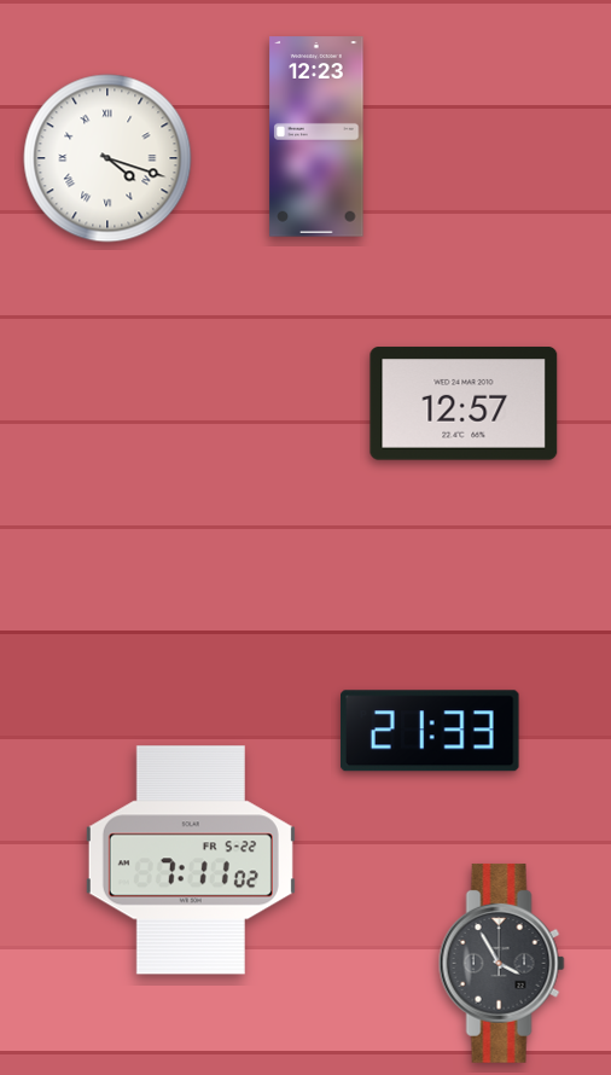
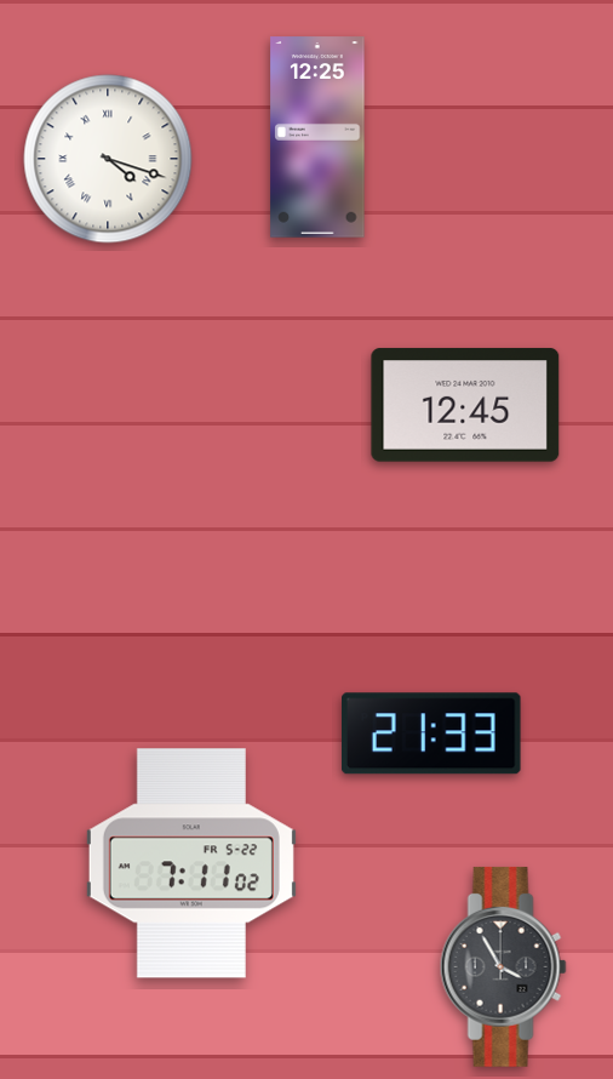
clock at (316, 136): 12:23 -> 12:25
clock at (464, 403): 12:57 -> 12:45
